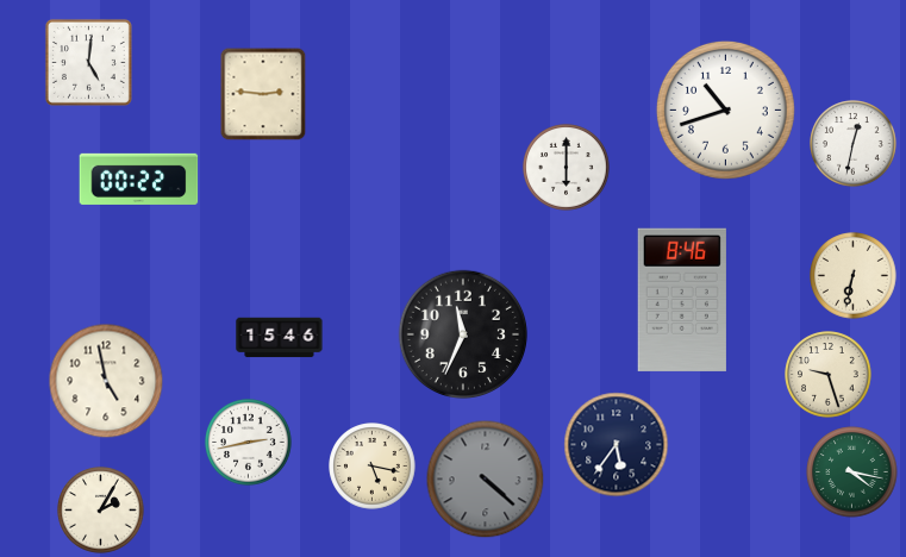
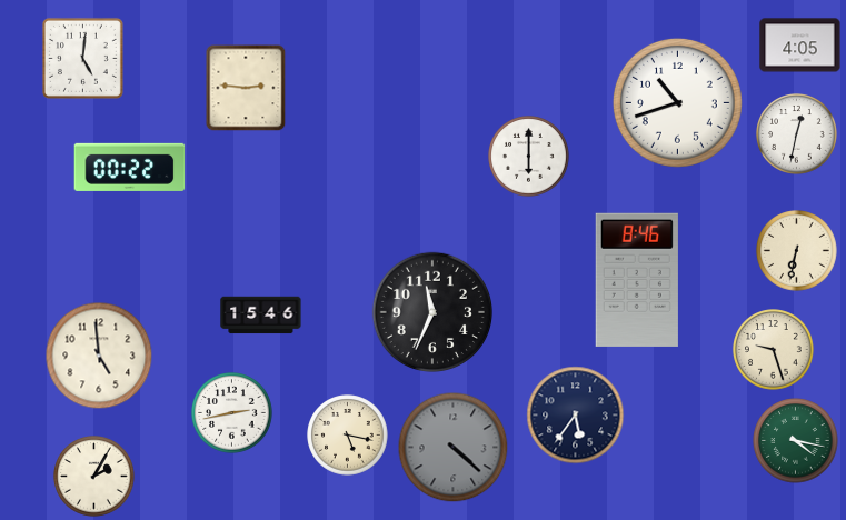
clock at (800, 46): none -> 4:05
clock at (854, 276) position: (854, 276) -> (797, 251)
clock at (106, 381): 4:58 -> 4:59
